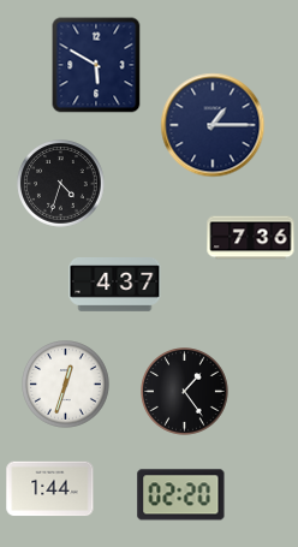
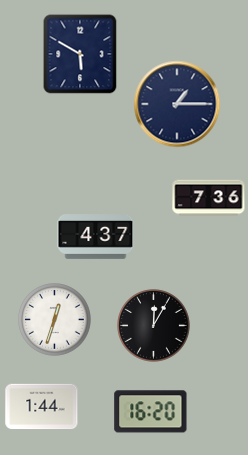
clock at (61, 184): 4:33 -> none
clock at (185, 392): 1:24 -> 12:05
clock at (181, 495): 02:20 -> 16:20
